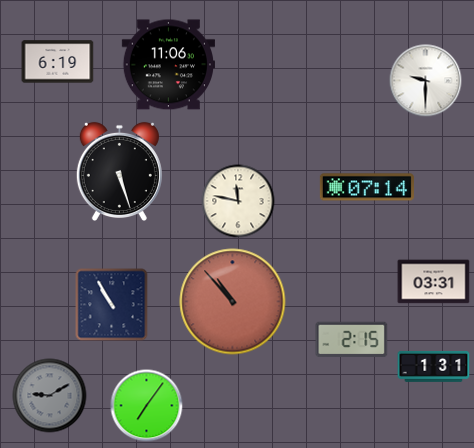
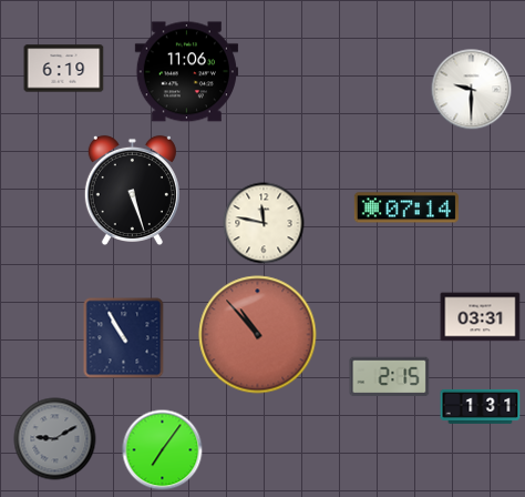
clock at (434, 282) position: (434, 282) -> (481, 317)
